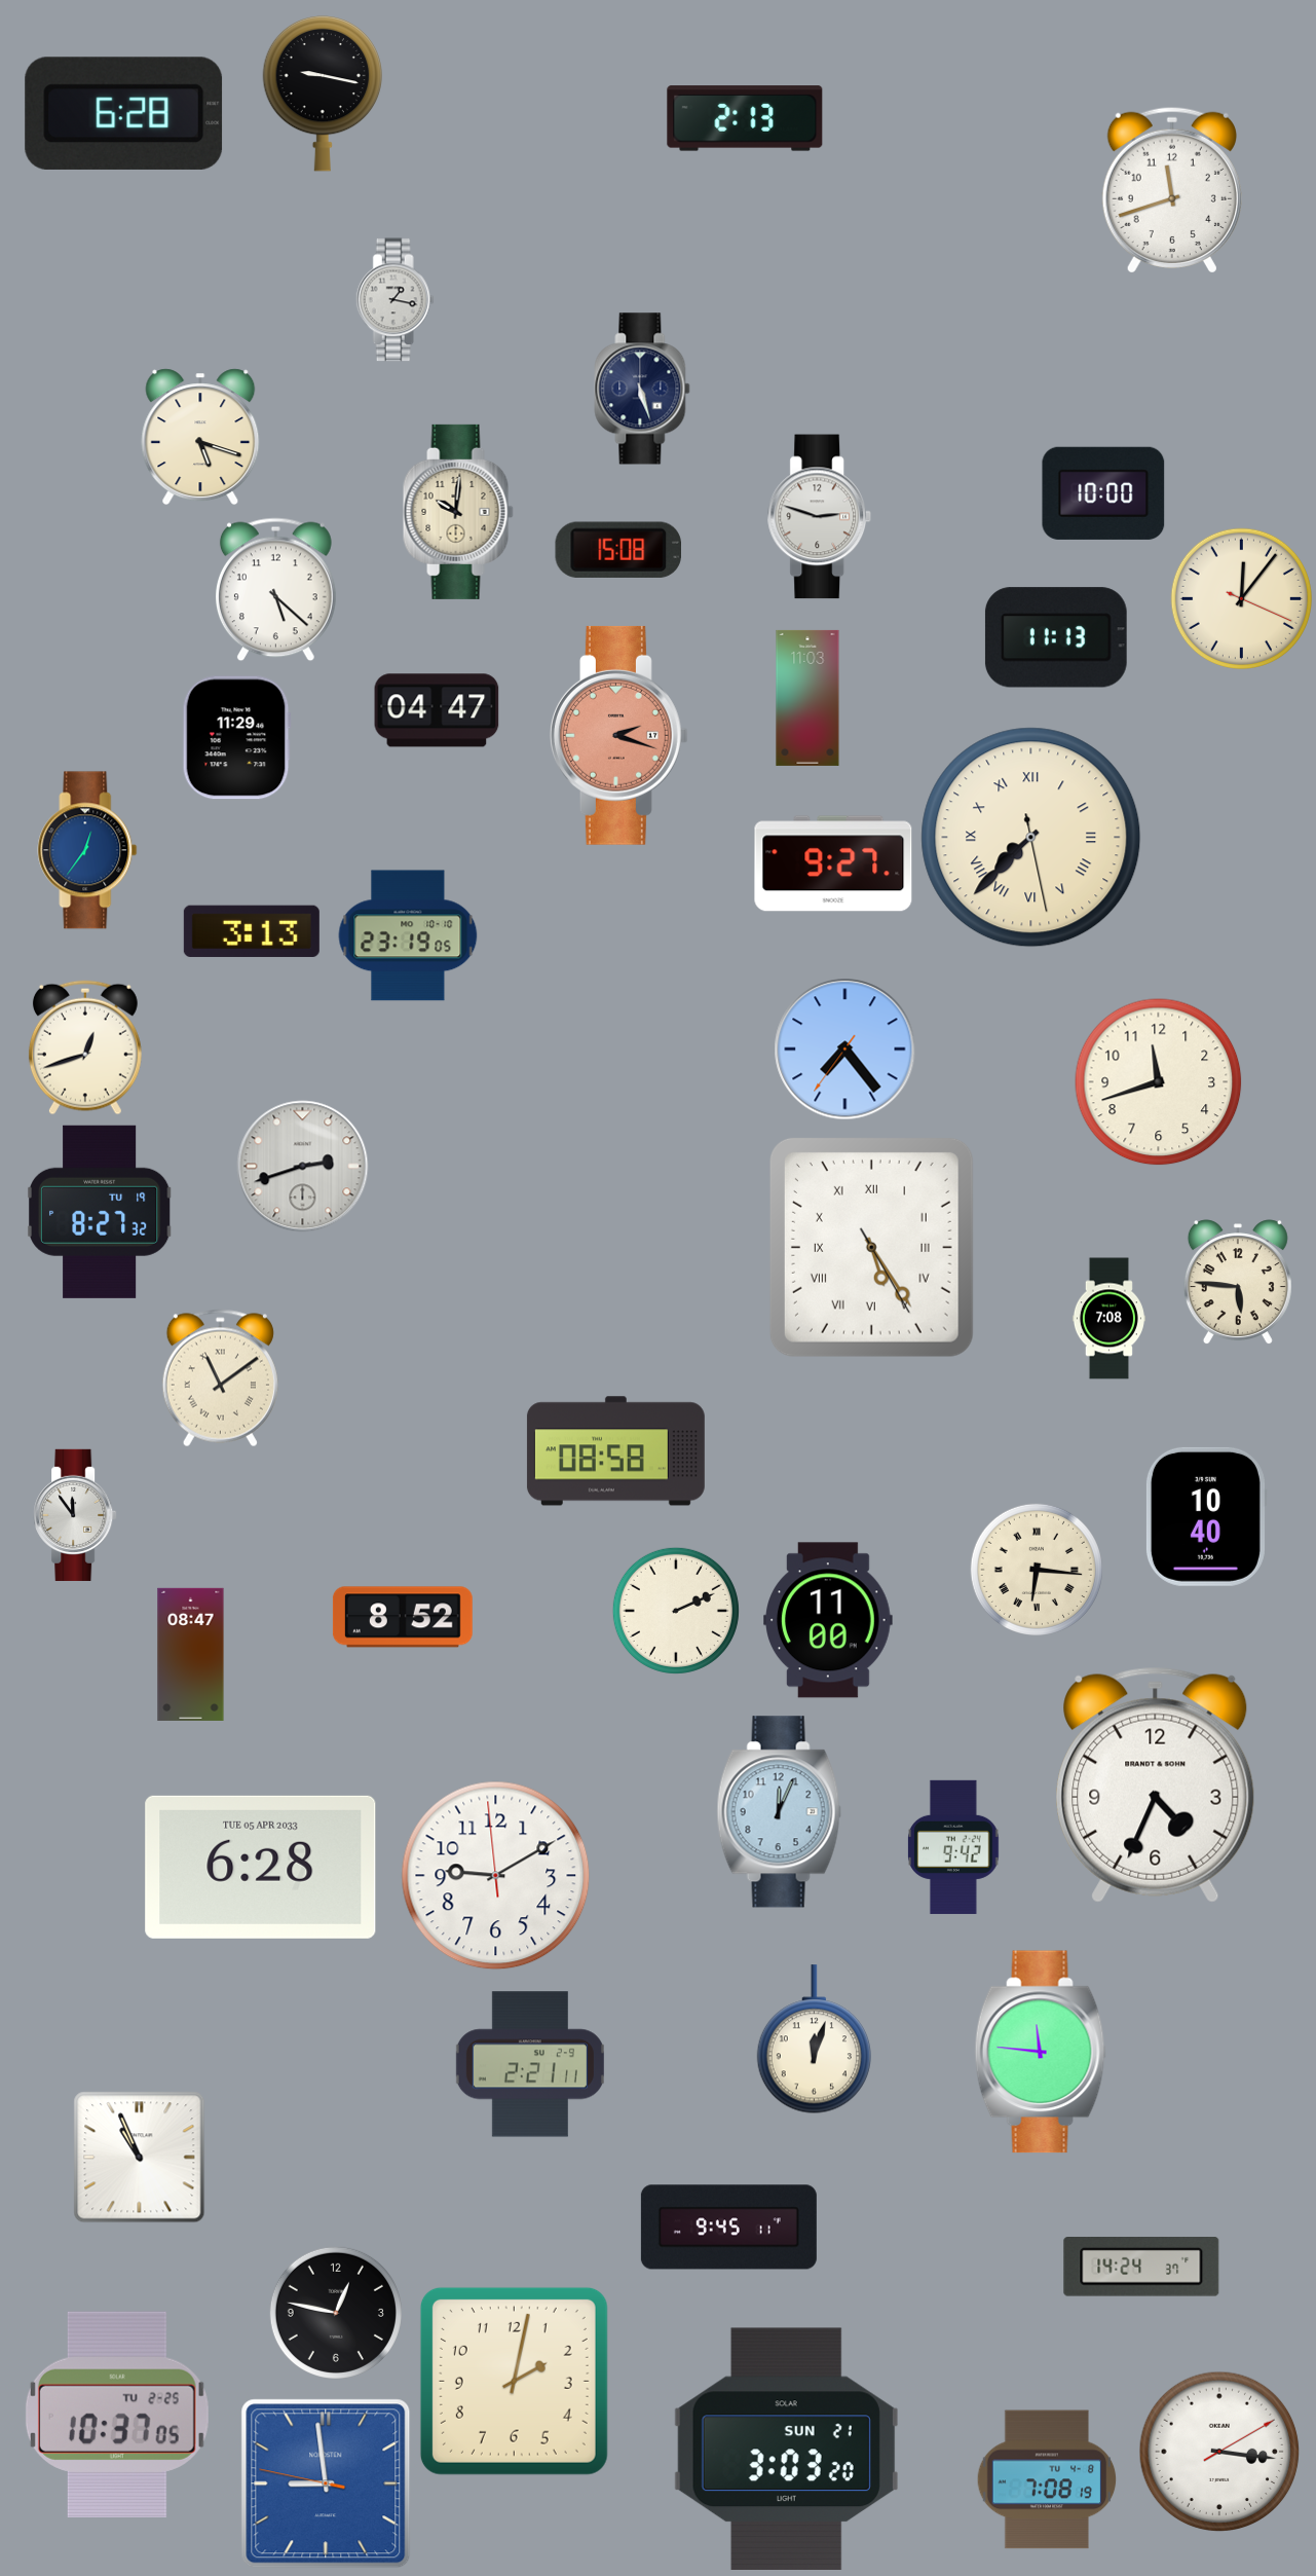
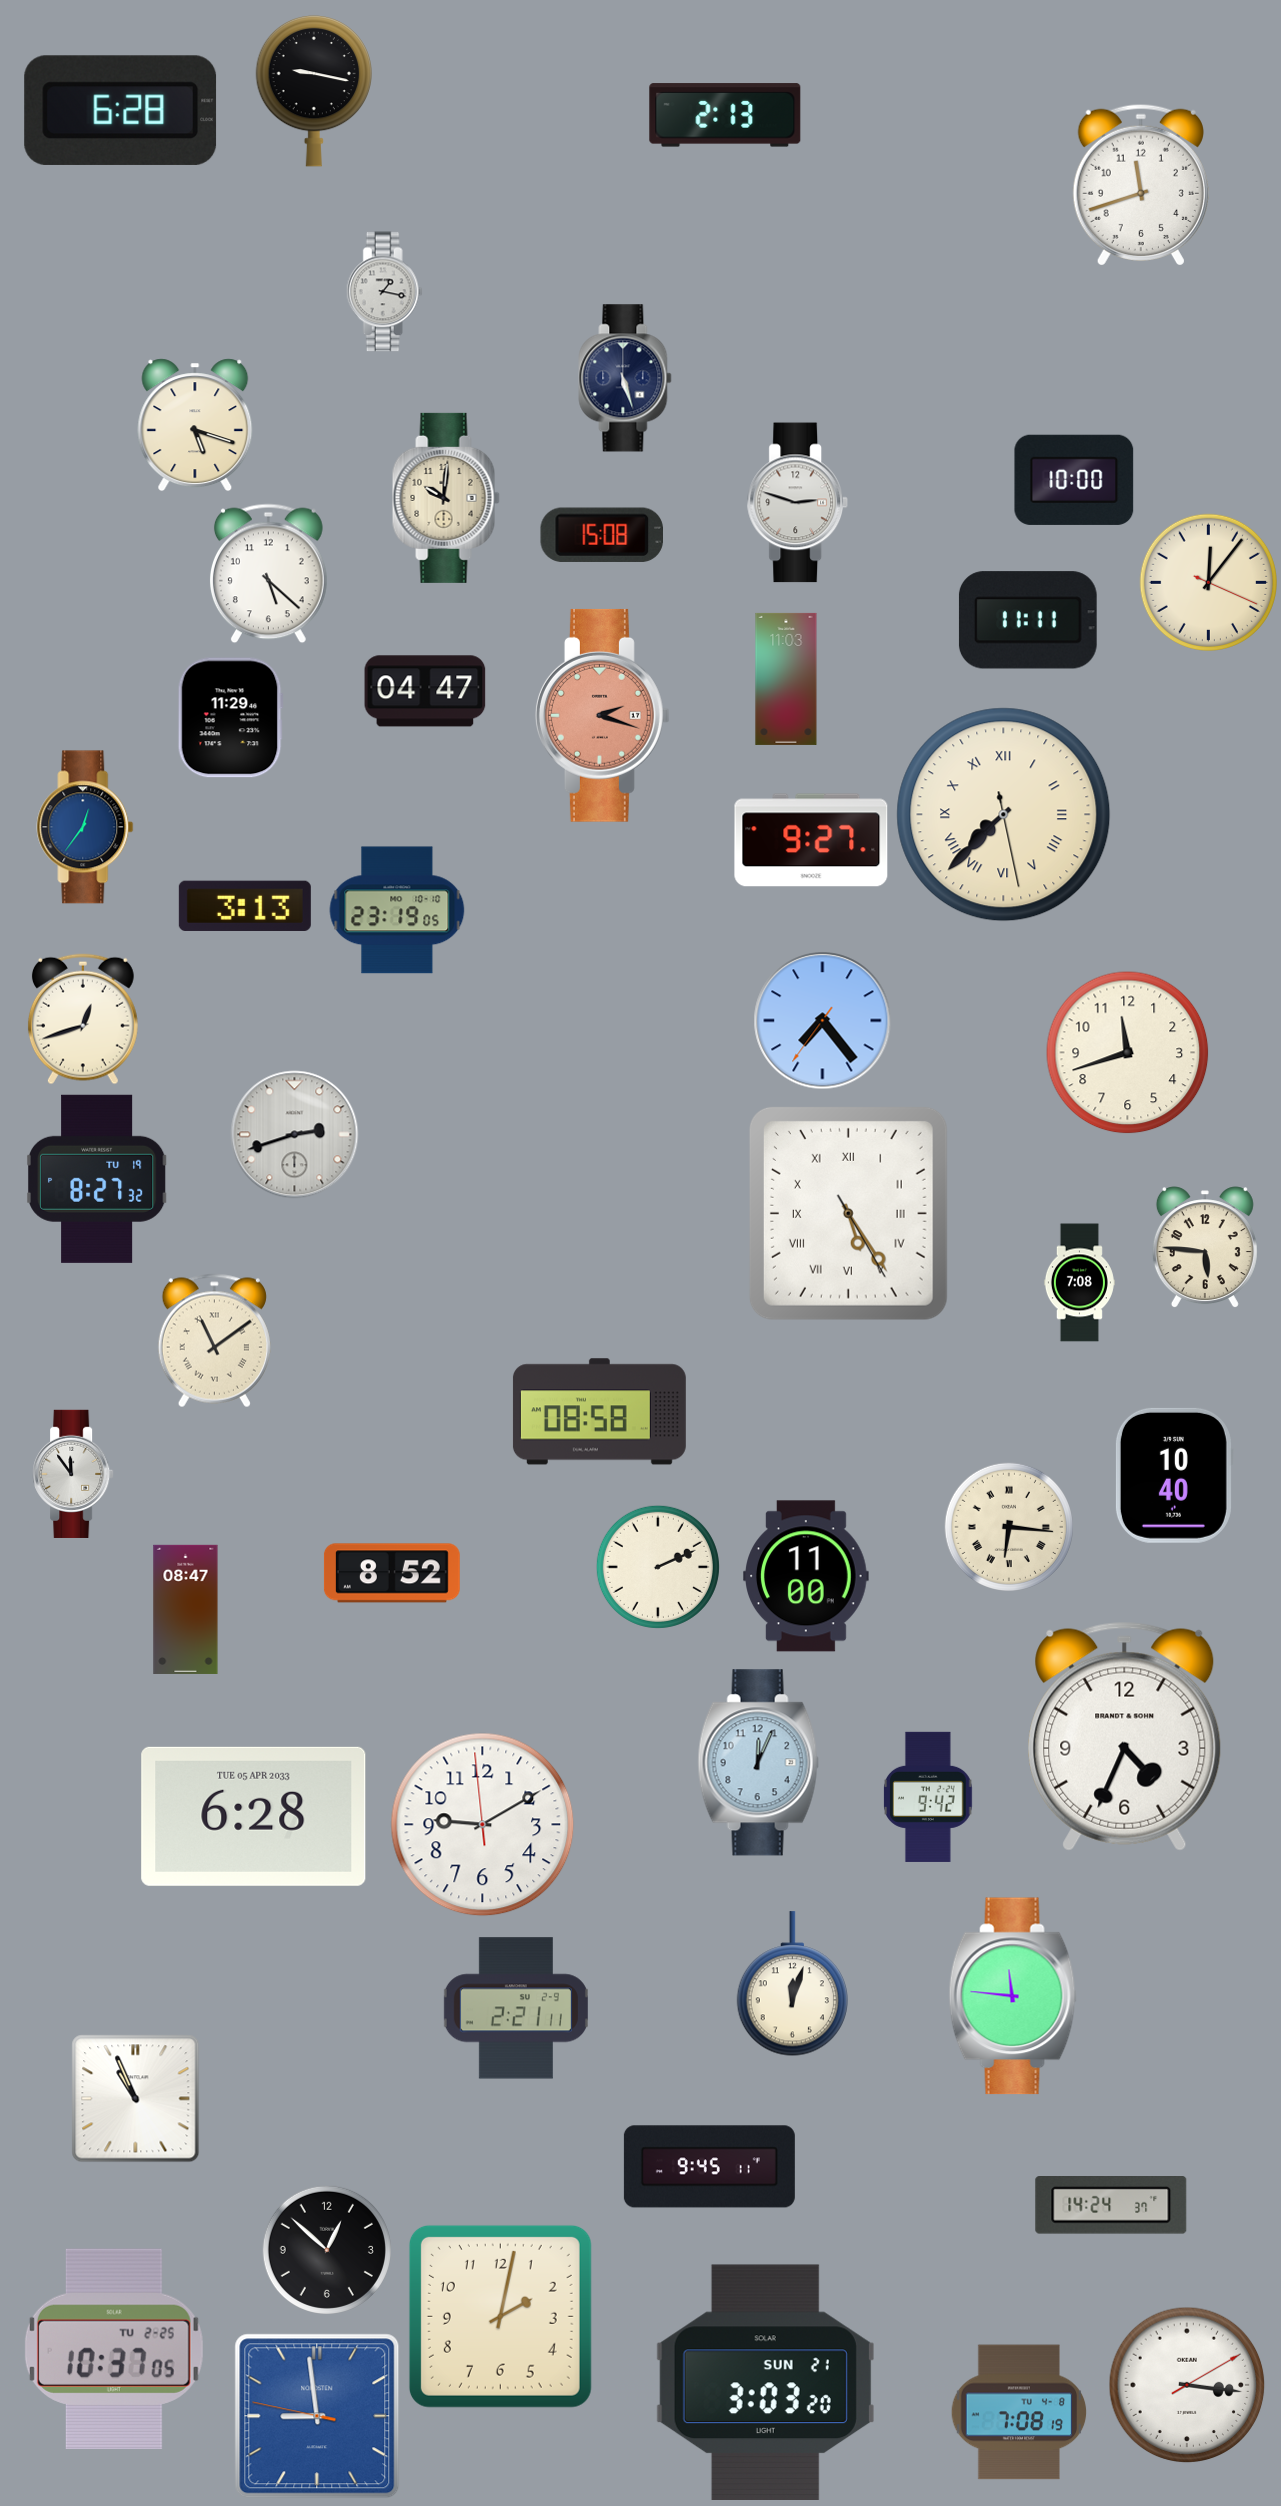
clock at (1056, 637): 11:13 -> 11:11
clock at (336, 2313): 12:47 -> 12:52
